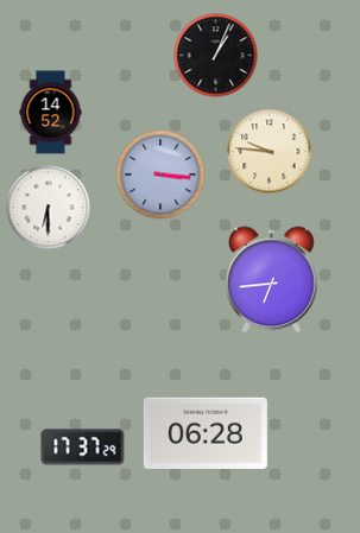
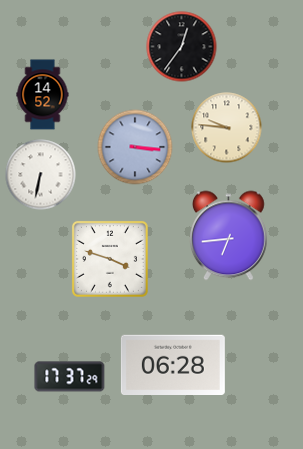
clock at (216, 56): 1:04 -> 12:36
clock at (49, 208): 6:30 -> 6:32
clock at (110, 259): none -> 3:48
